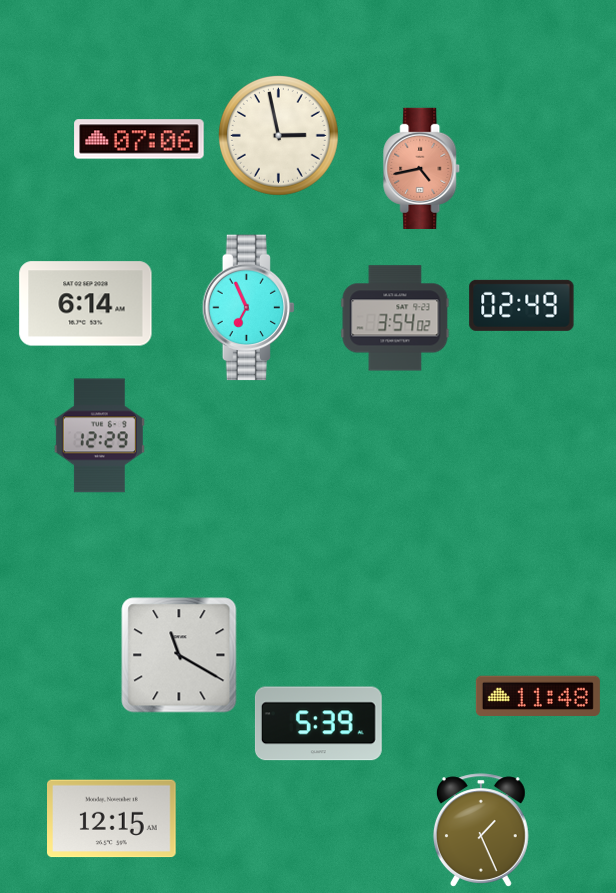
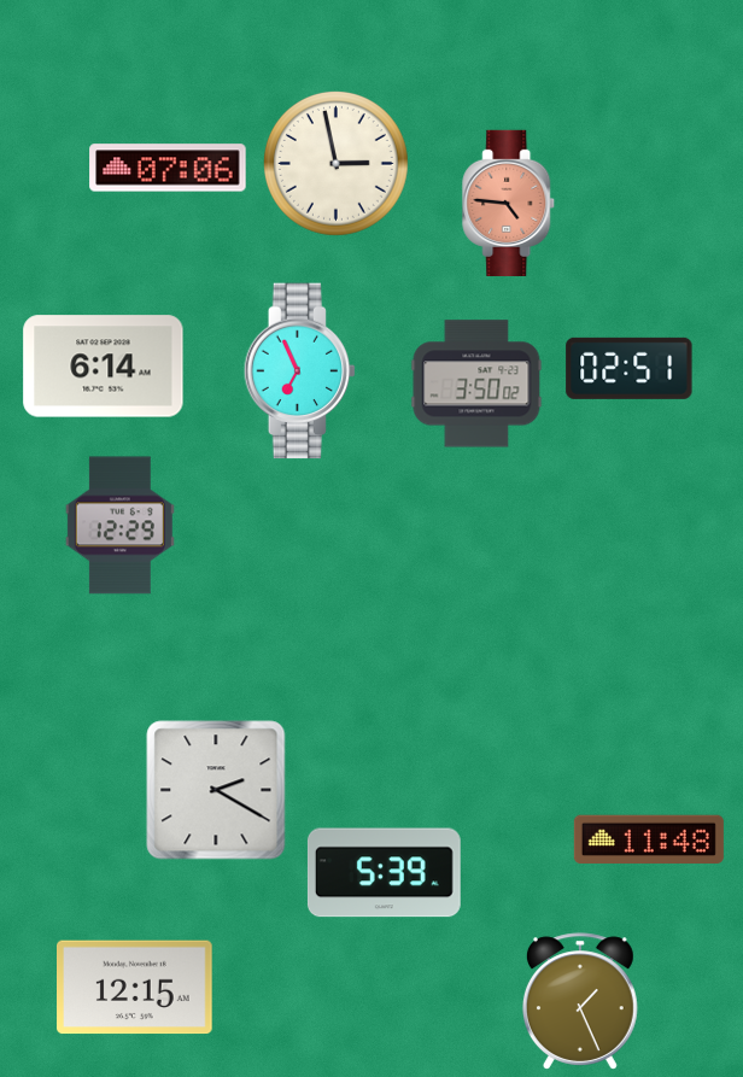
clock at (422, 168): 4:43 -> 4:46
clock at (522, 305): 02:49 -> 02:51
clock at (395, 318): 3:54 -> 3:50
clock at (179, 655): 11:20 -> 2:20
